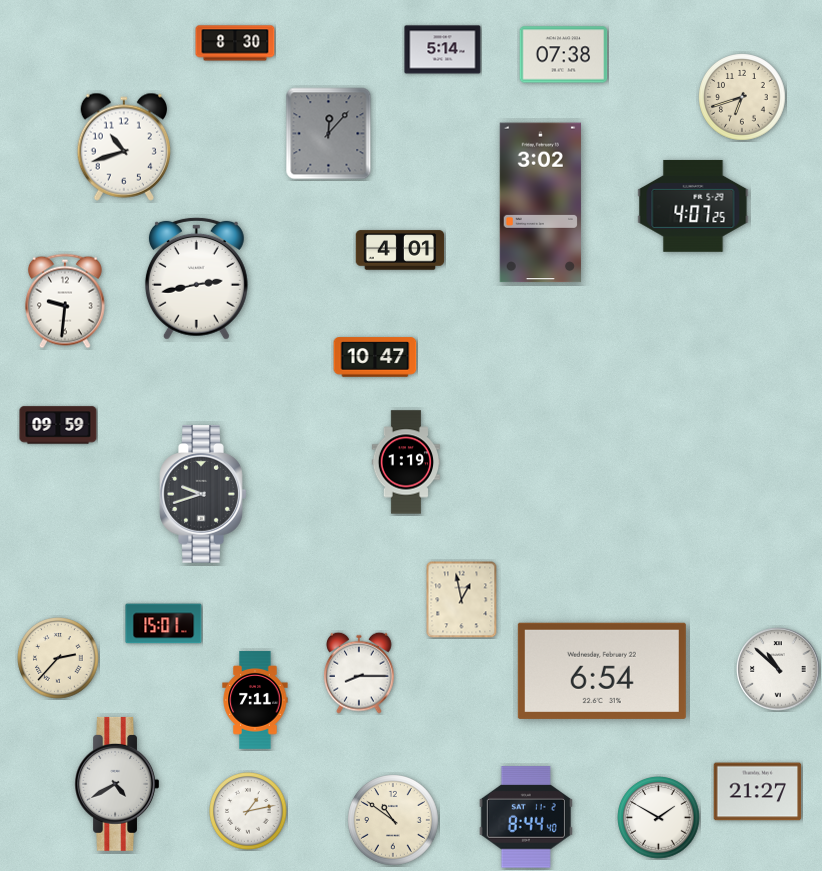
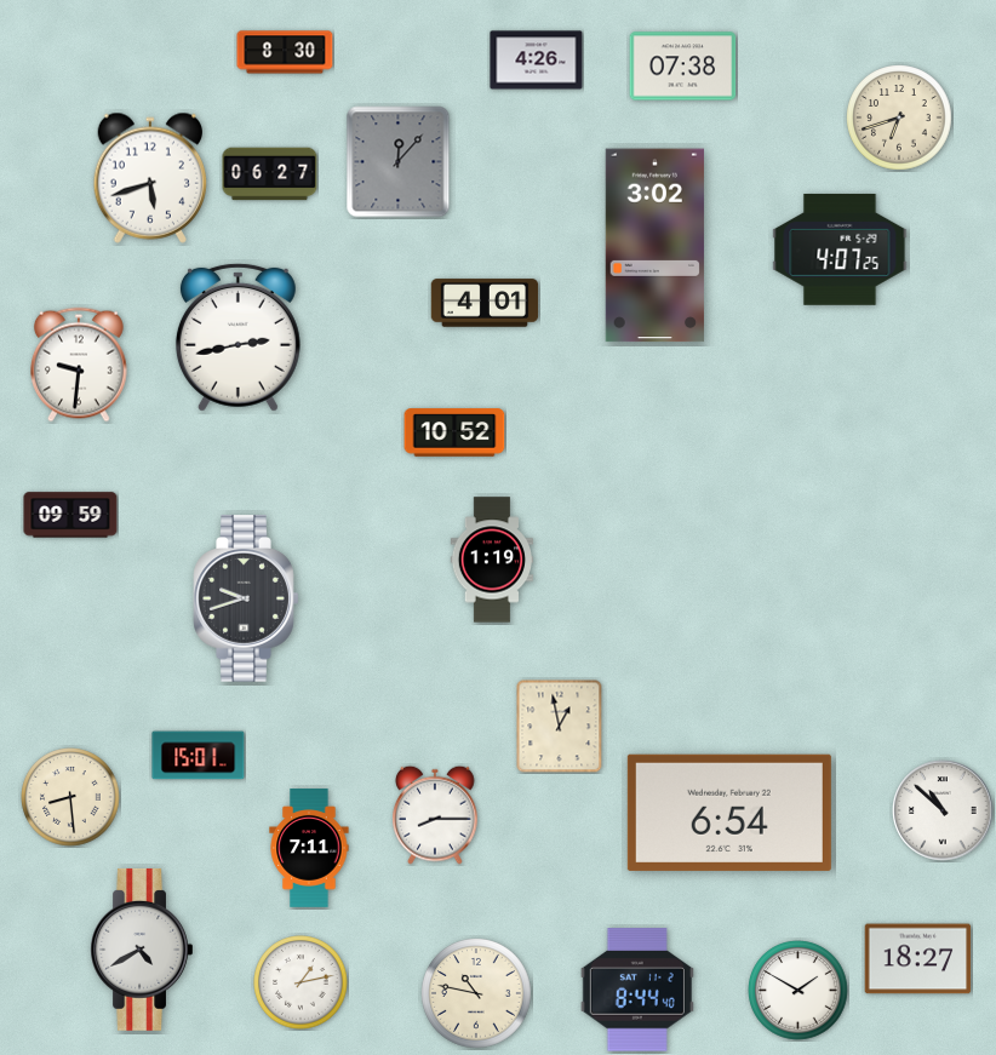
clock at (443, 50): 5:14 -> 4:26
clock at (270, 174): none -> 06:27
clock at (124, 147): 10:42 -> 5:42
clock at (375, 357): 10:47 -> 10:52
clock at (58, 658): 2:37 -> 8:29
clock at (758, 792): 21:27 -> 18:27
clock at (394, 821): 10:51 -> 10:47
